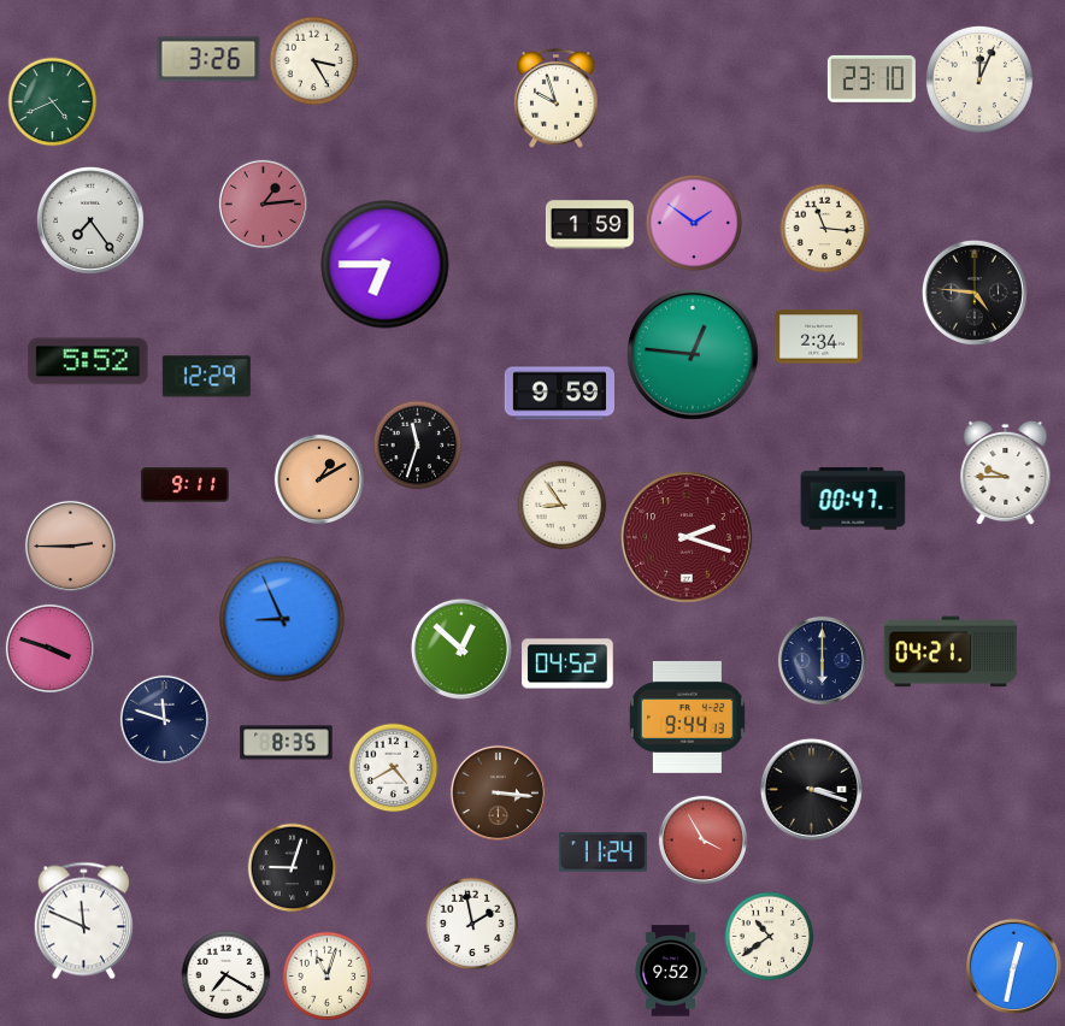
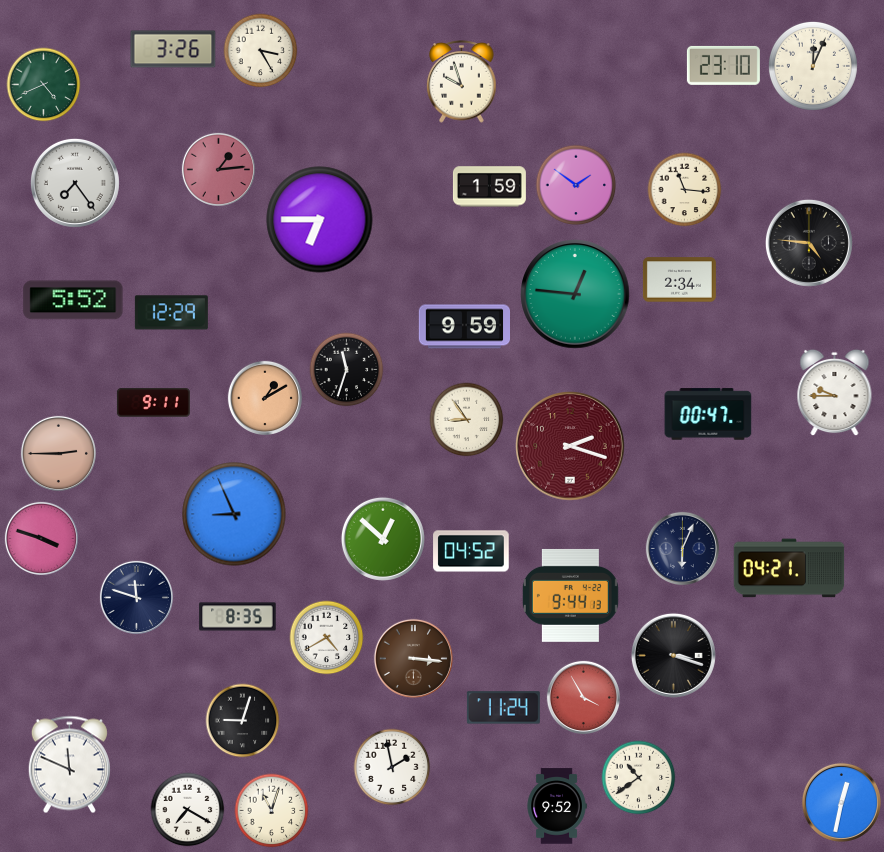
clock at (951, 651) position: (951, 651) -> (789, 568)
clock at (822, 660): 6:00 -> 6:04
clock at (602, 853) position: (602, 853) -> (503, 708)
